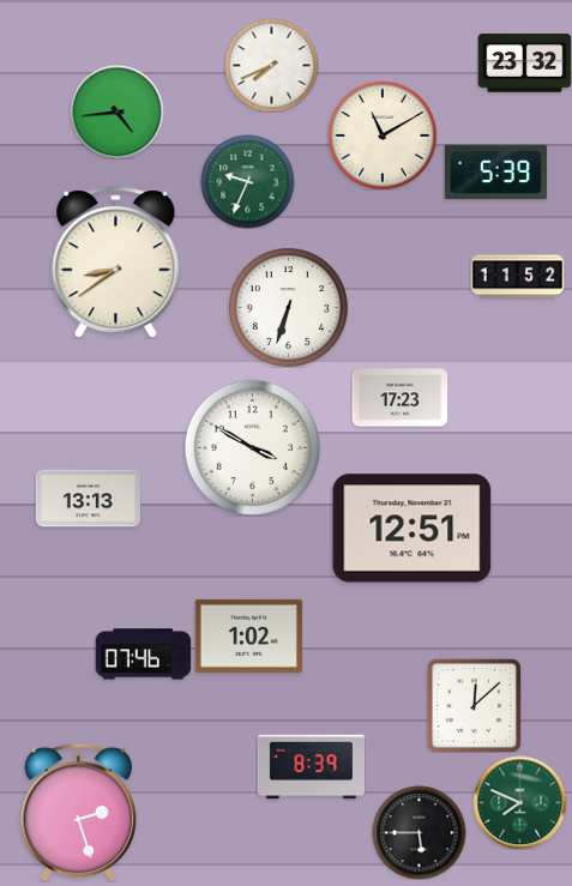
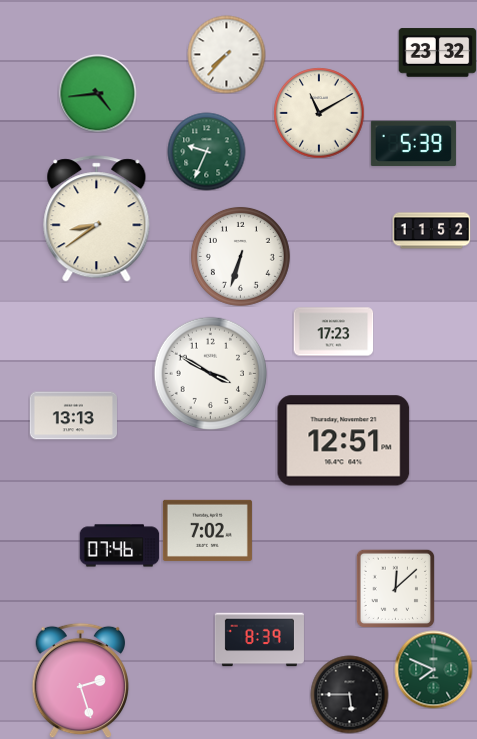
clock at (271, 65): 7:41 -> 7:37
clock at (248, 635): 1:02 -> 7:02
clock at (79, 812) position: (79, 812) -> (81, 680)
